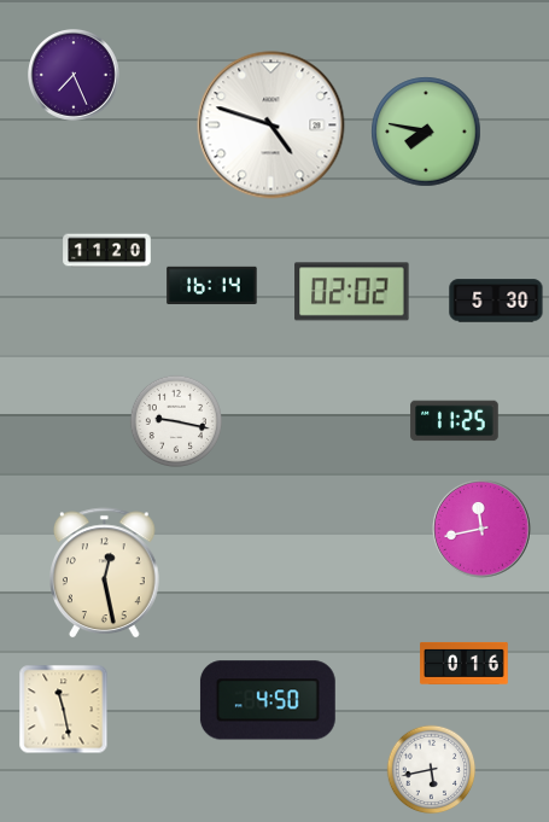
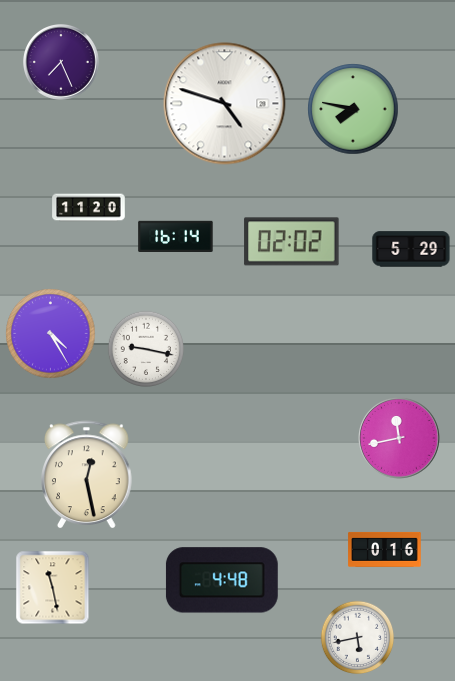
clock at (496, 301): 5:30 -> 5:29
clock at (51, 334): none -> 4:25
clock at (455, 421): 11:25 -> none
clock at (268, 700): 4:50 -> 4:48
